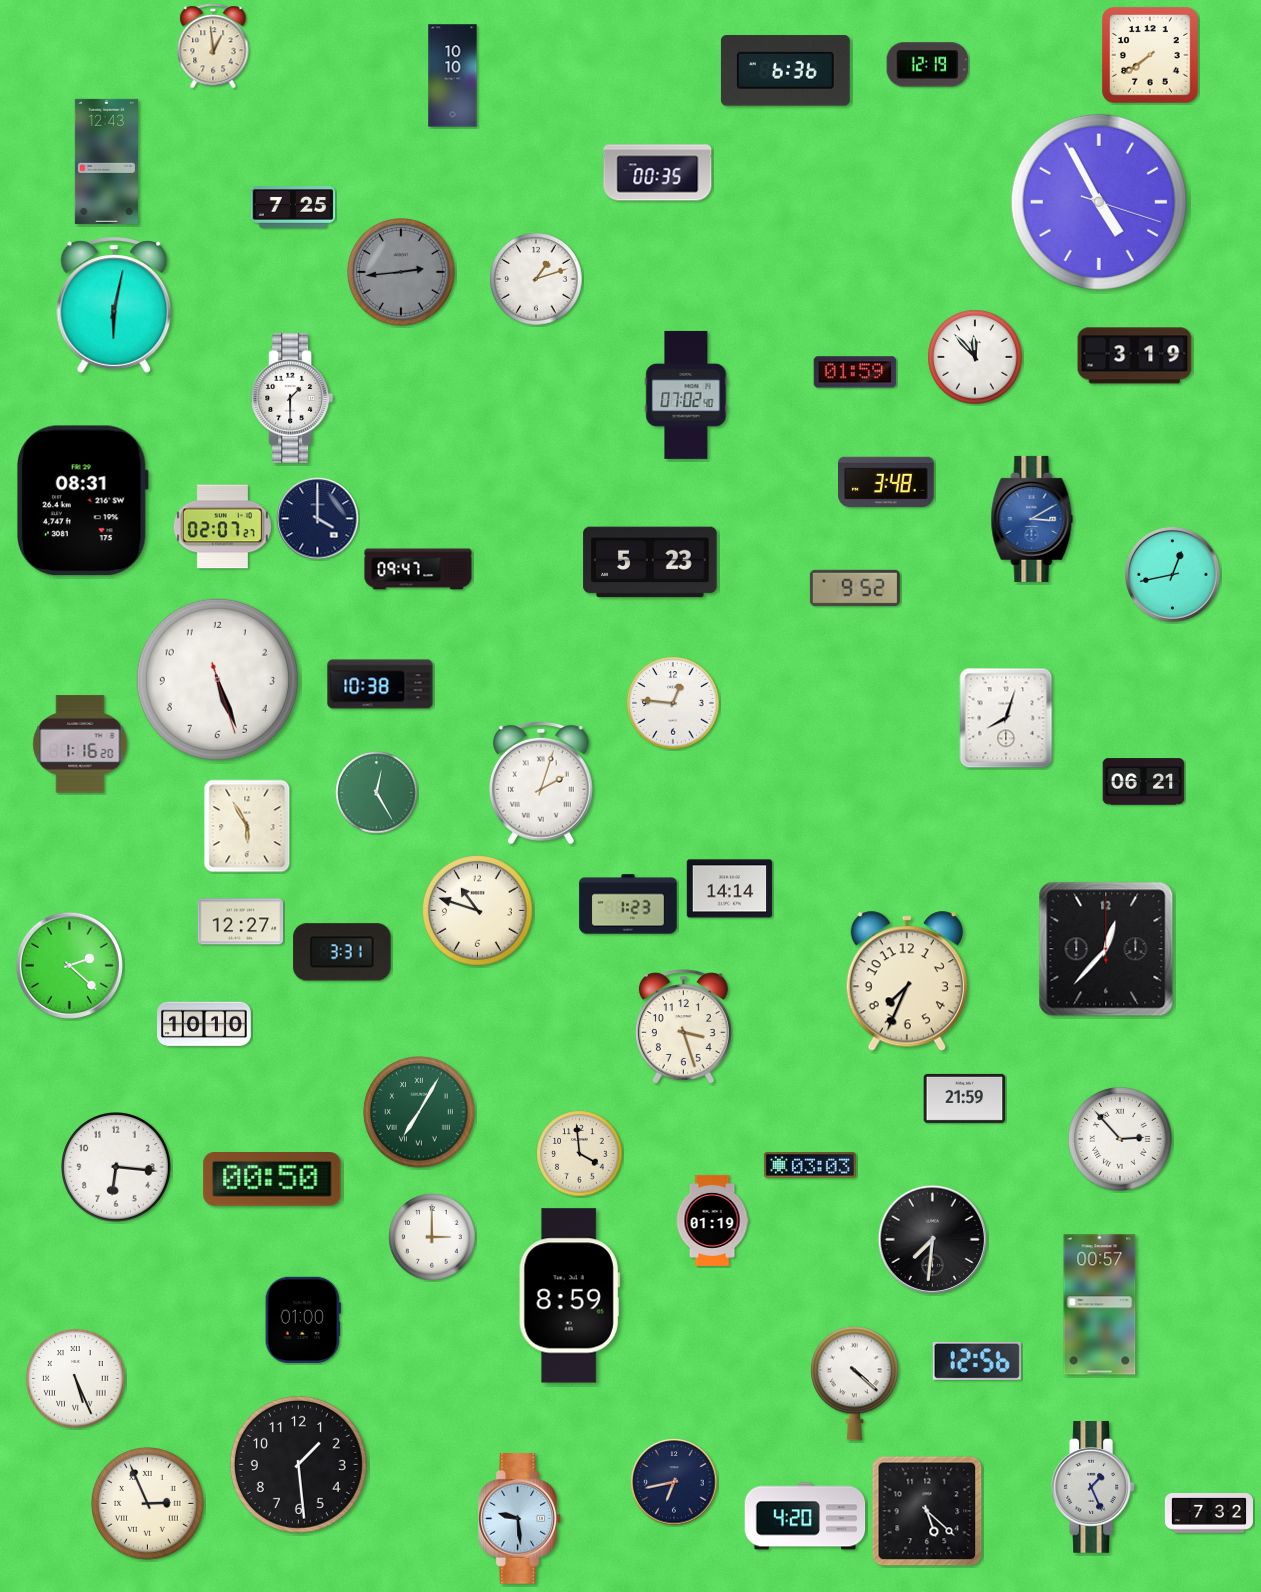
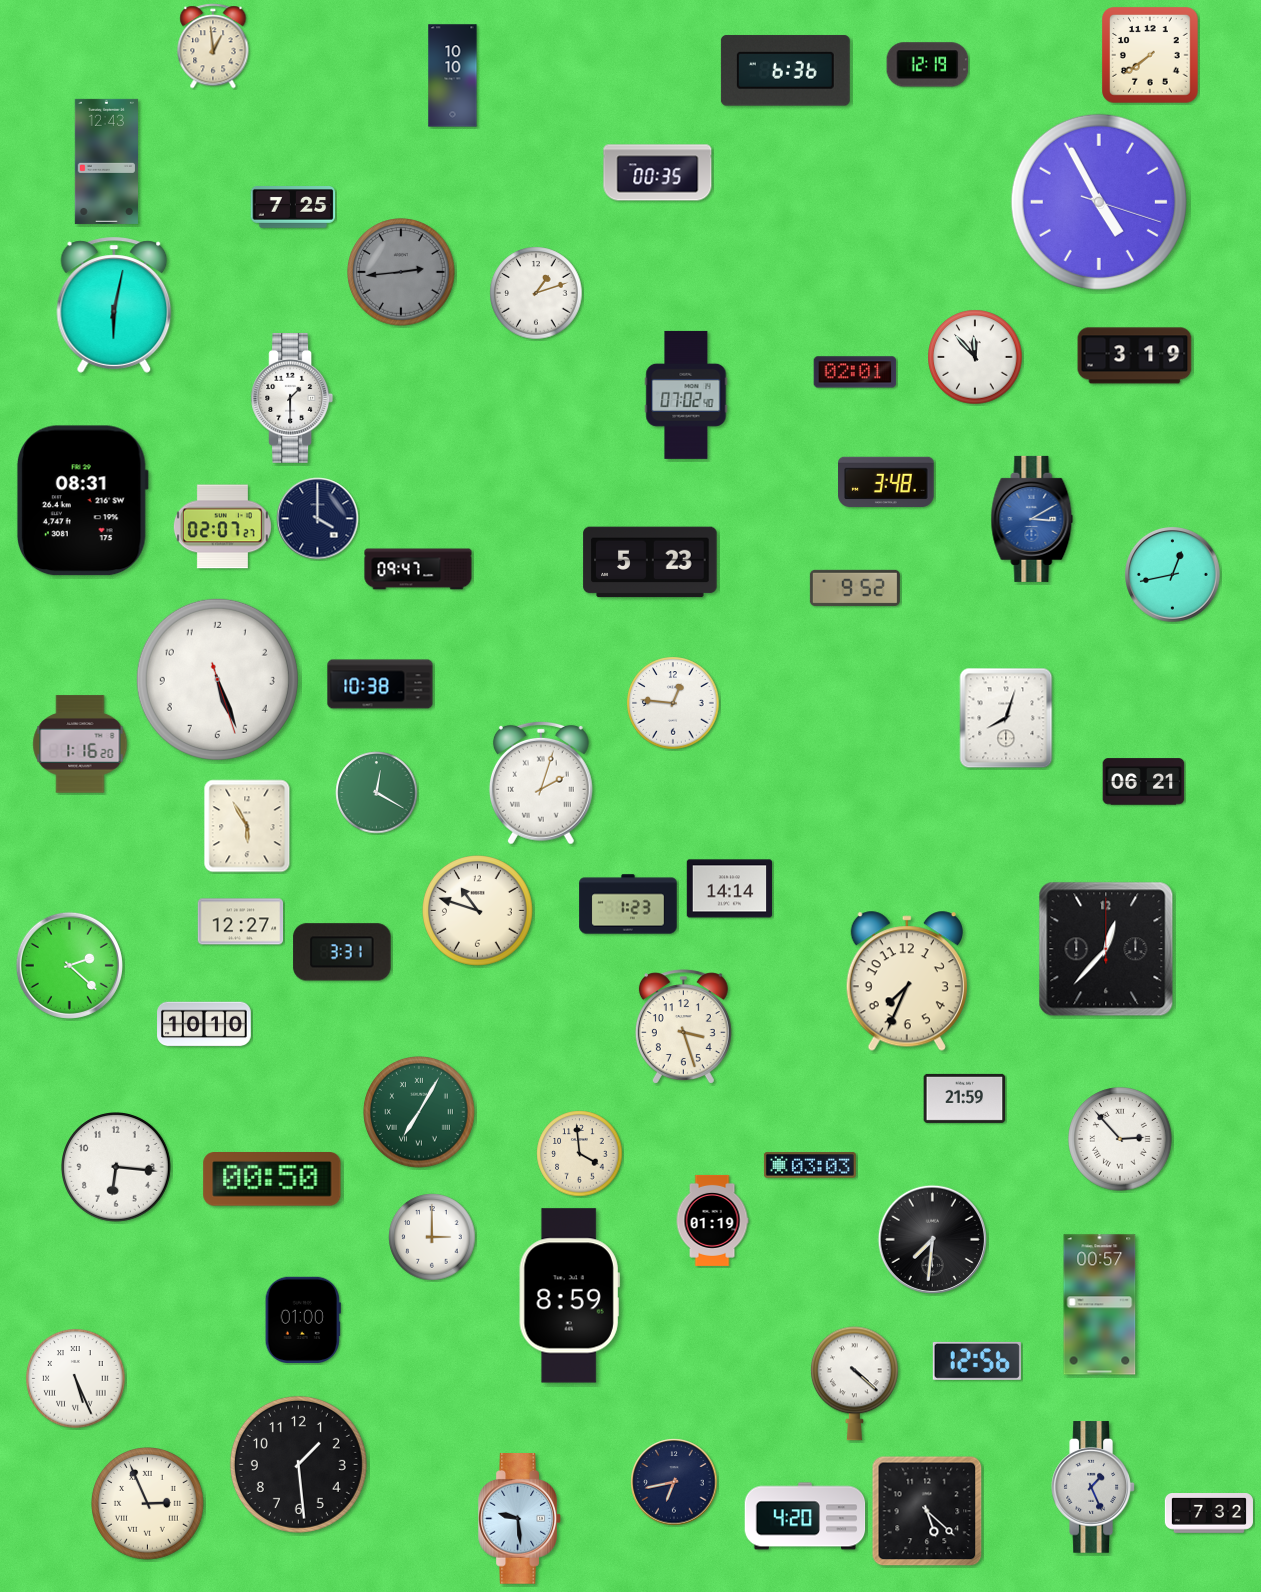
clock at (536, 279) position: (536, 279) -> (536, 293)
clock at (855, 372): 01:59 -> 02:01
clock at (377, 793): 12:25 -> 12:20
